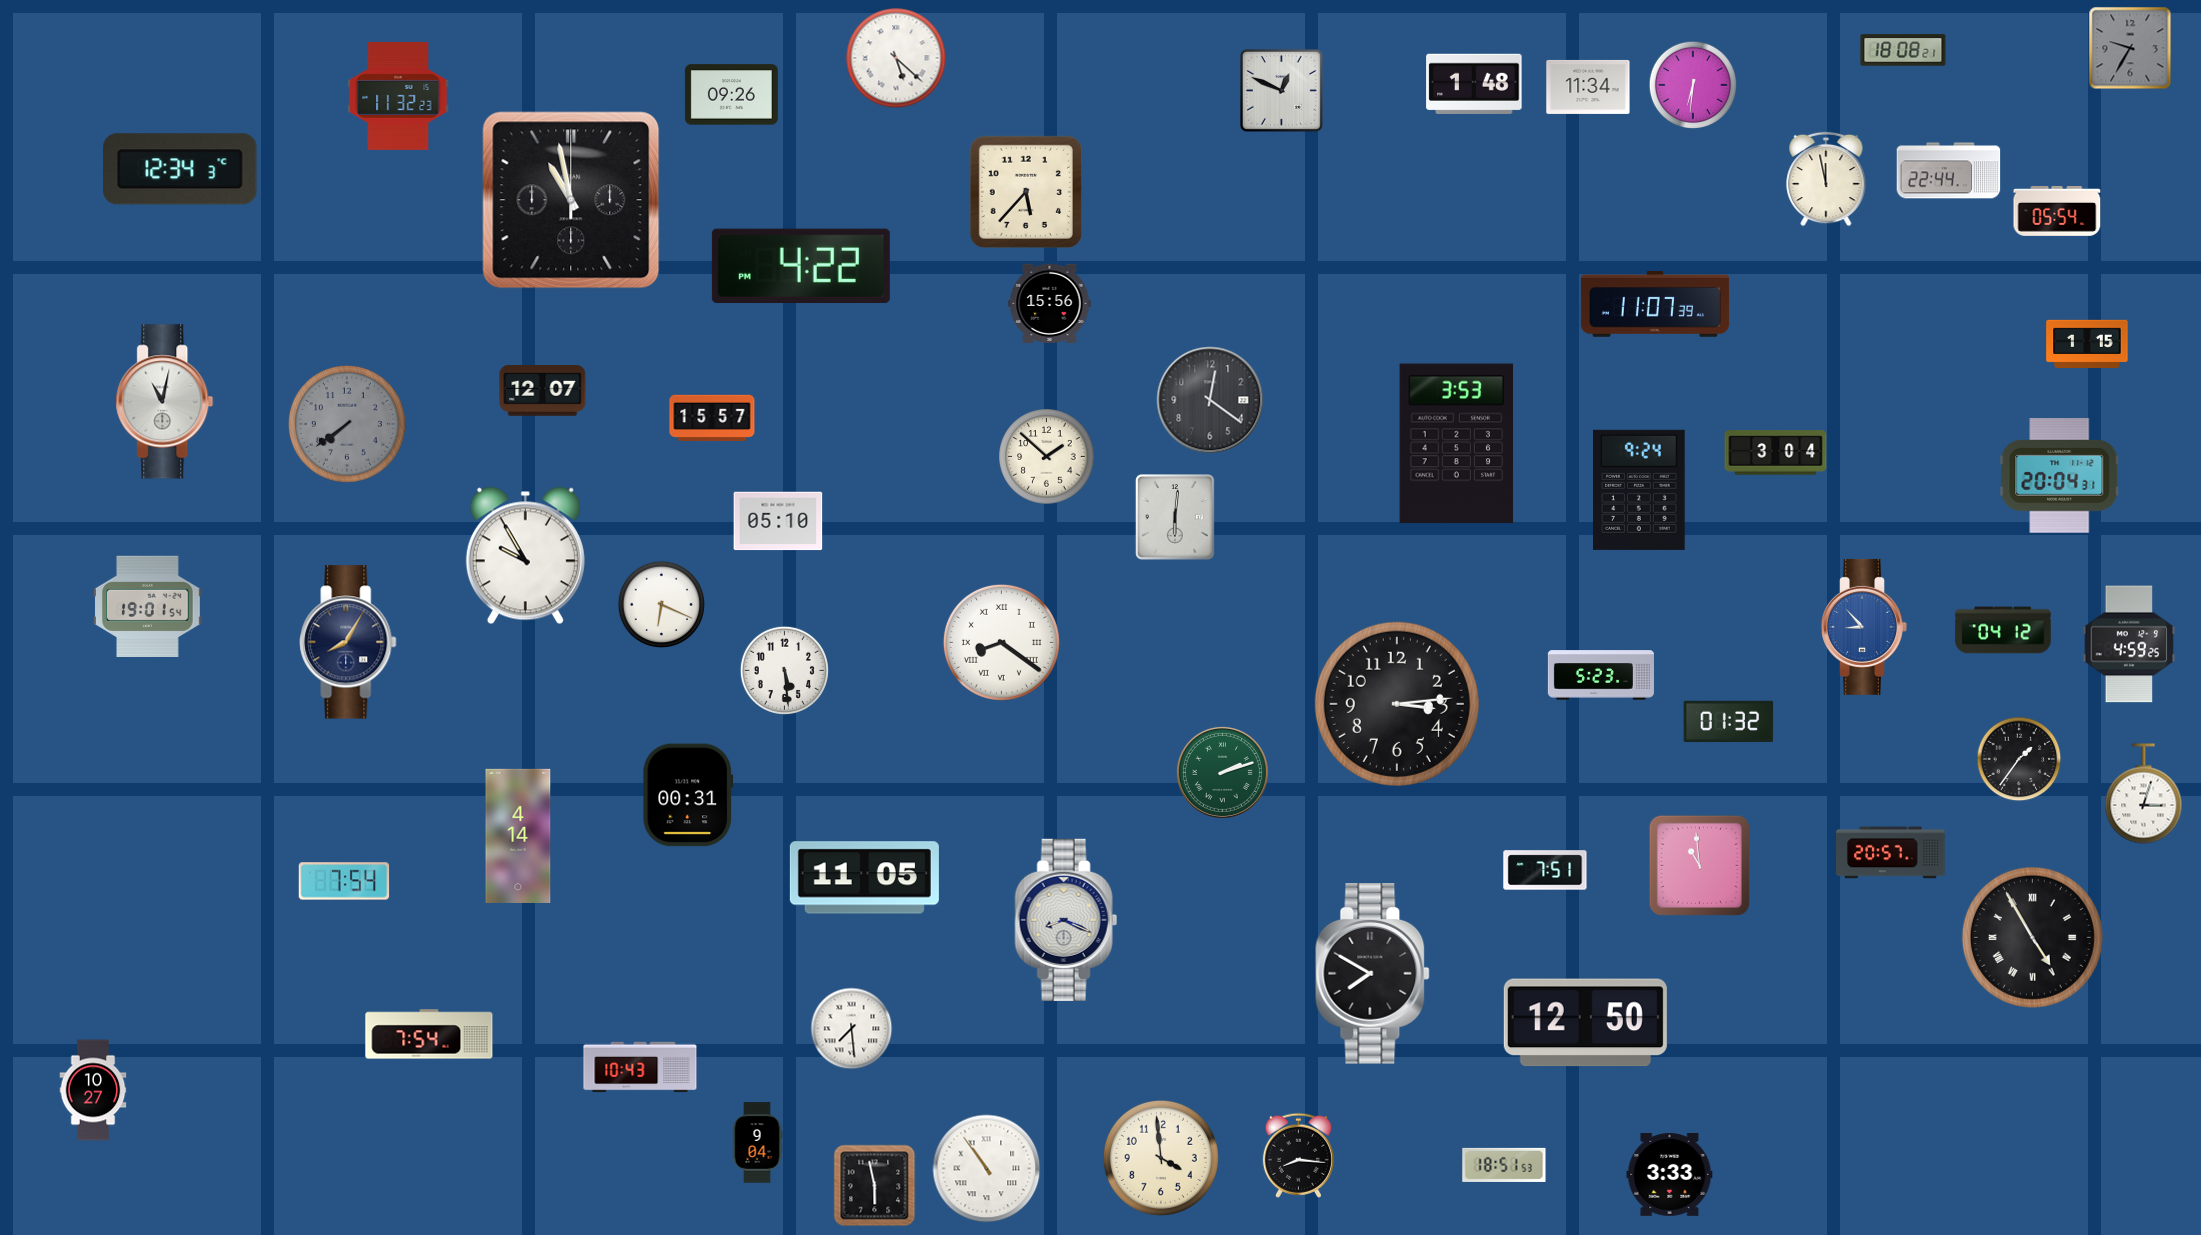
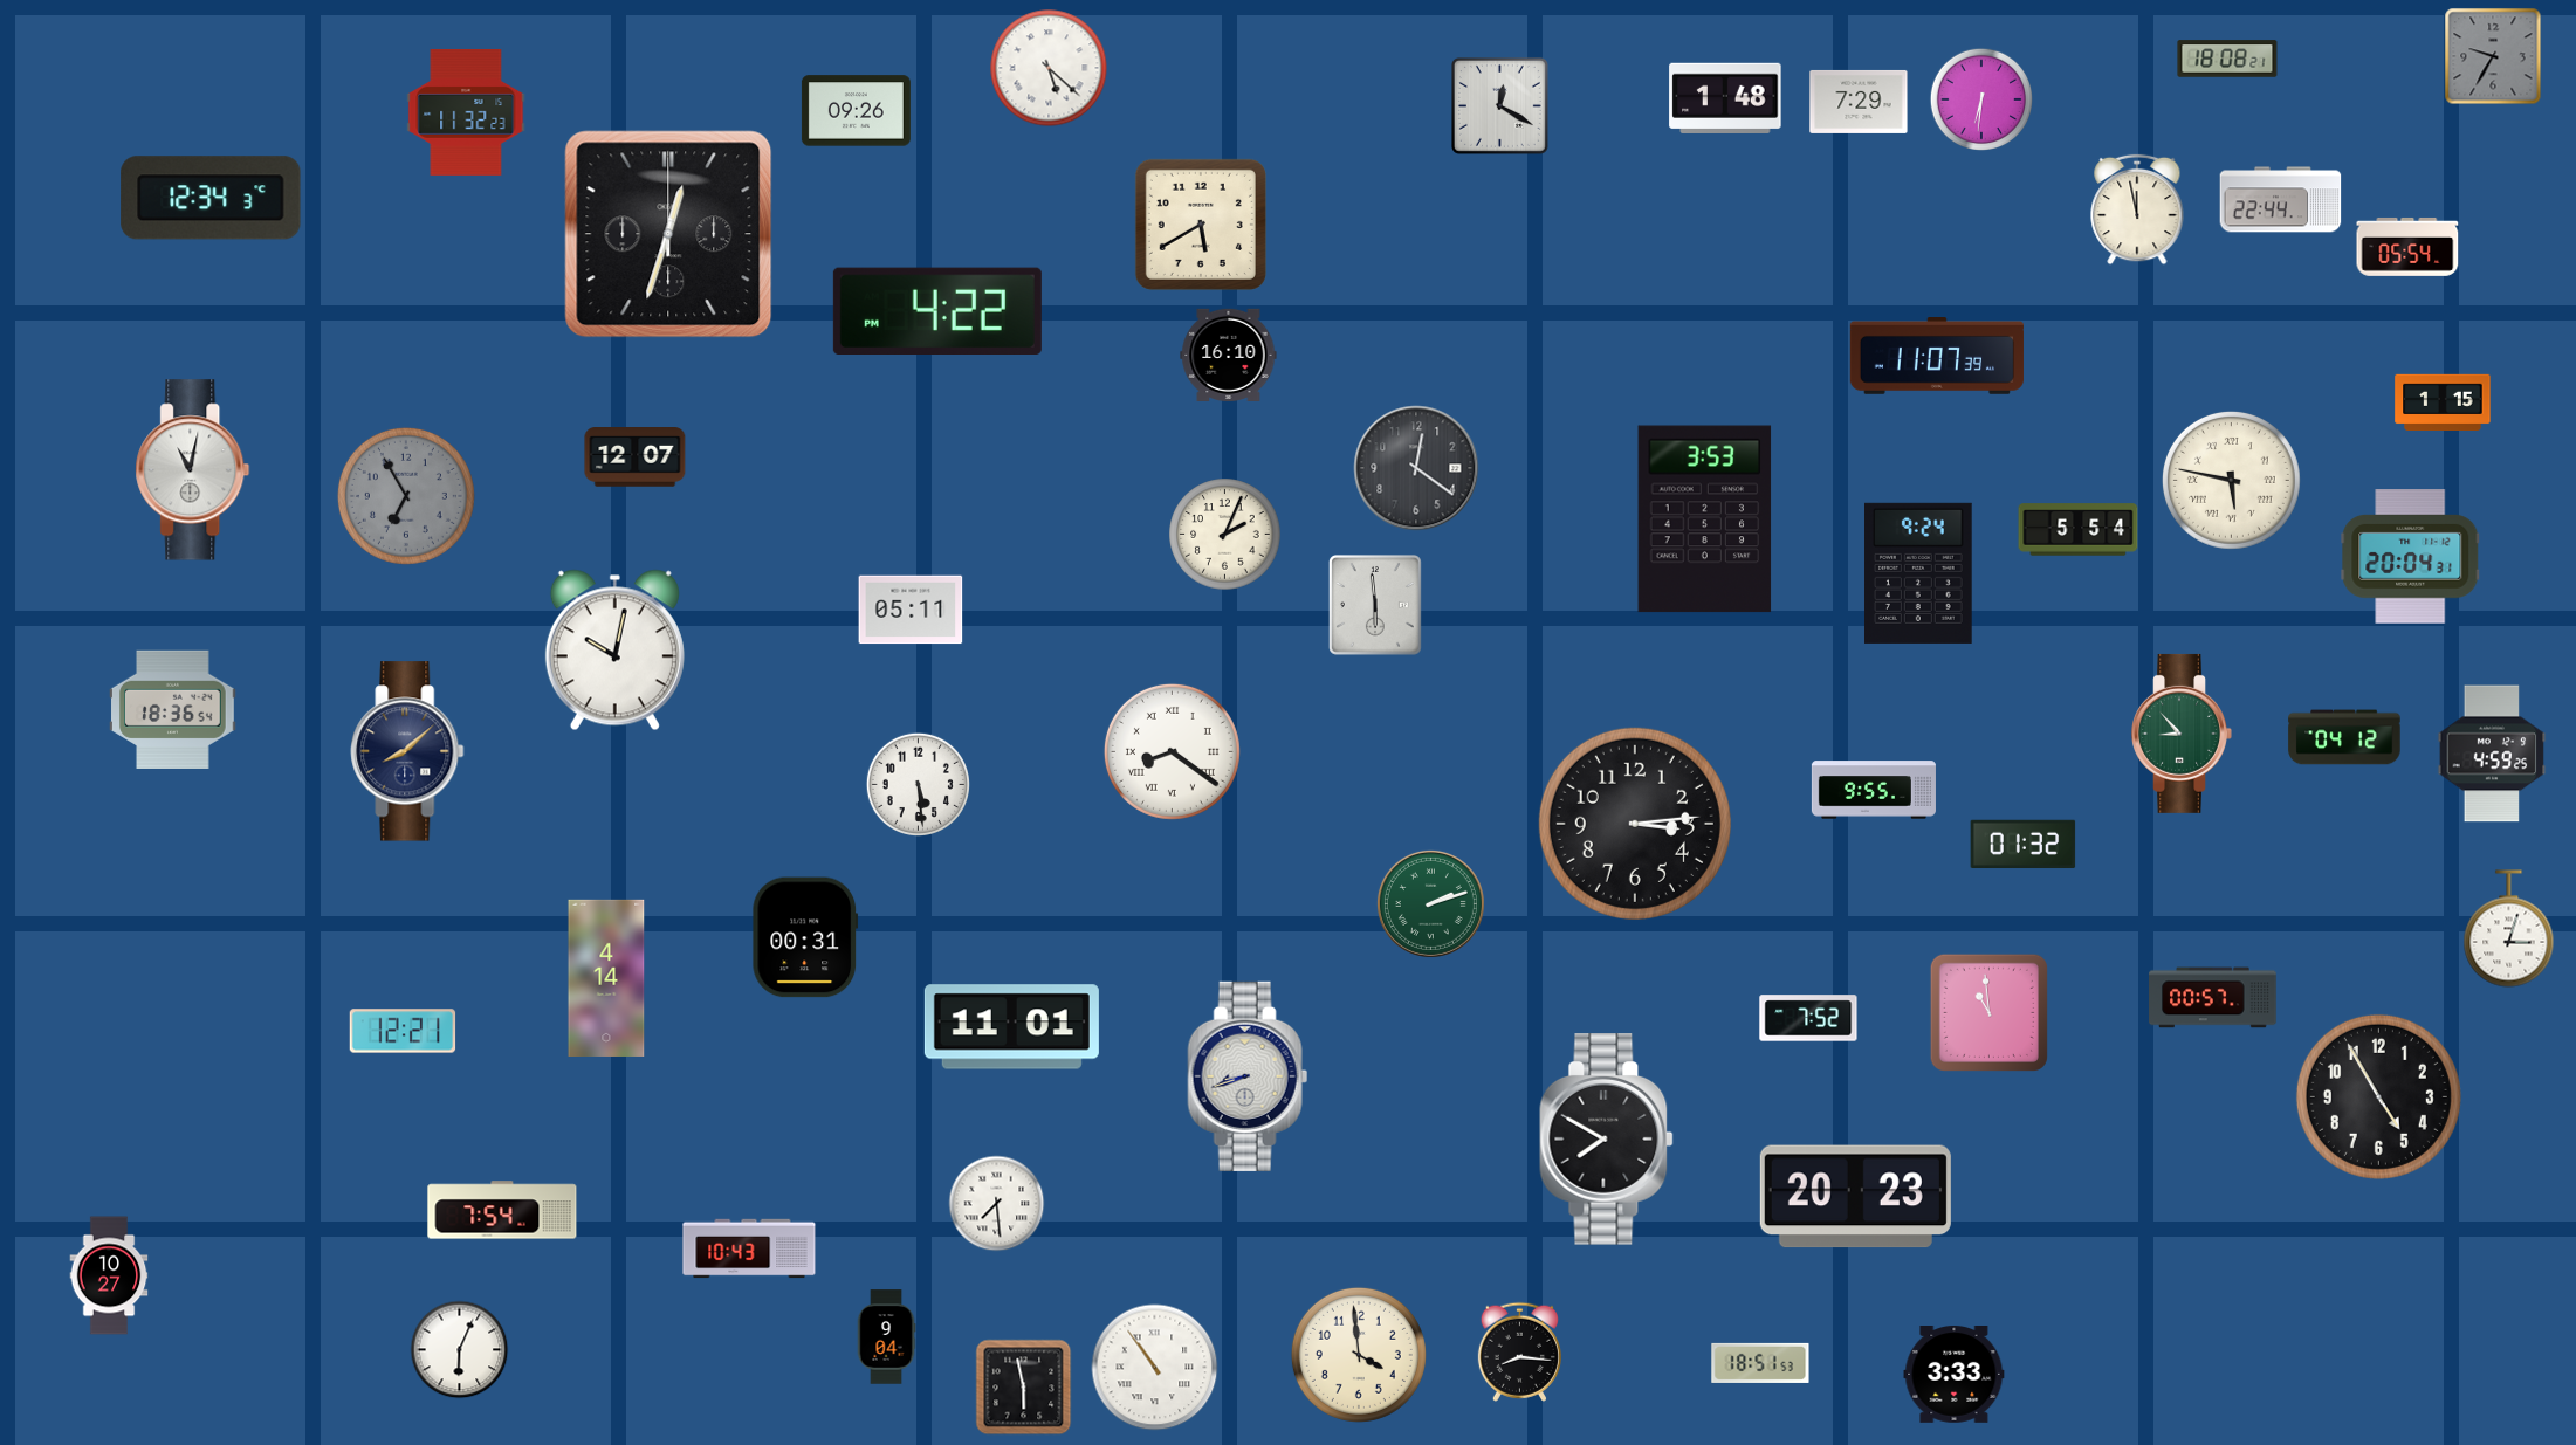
clock at (1588, 87): 11:34 -> 7:29
clock at (1281, 90): 12:49 -> 12:20
clock at (1026, 192): 5:37 -> 5:40
clock at (571, 200): 10:58 -> 12:33
clock at (1050, 303): 15:56 -> 16:10
clock at (2231, 480): none -> 5:47
clock at (712, 418): 15:57 -> none
clock at (347, 424): 7:39 -> 6:55
clock at (1776, 453): 3:04 -> 5:54
clock at (1047, 457): 1:52 -> 2:04
clock at (1175, 518): 6:01 -> 5:59
clock at (778, 521): 05:10 -> 05:11
clock at (525, 556): 9:55 -> 10:02
clock at (662, 605): 6:19 -> none
clock at (148, 606): 19:01 -> 18:36
clock at (1864, 627) dial: blue -> green
clock at (348, 642): 8:05 -> 8:08
clock at (1601, 675): 5:23 -> 9:55
clock at (2019, 759): 1:36 -> none
clock at (688, 795) position: (688, 795) -> (805, 937)
clock at (1891, 853): 20:57 -> 00:57
clock at (1545, 870): 7:51 -> 7:52
clock at (864, 878): 11:05 -> 11:01
clock at (344, 881): 7:54 -> 12:21
clock at (1066, 920): 8:19 -> 8:42
clock at (2032, 937) numerals: Roman -> Arabic
clock at (1585, 1023): 12:50 -> 20:23
clock at (460, 1350): none -> 6:04
